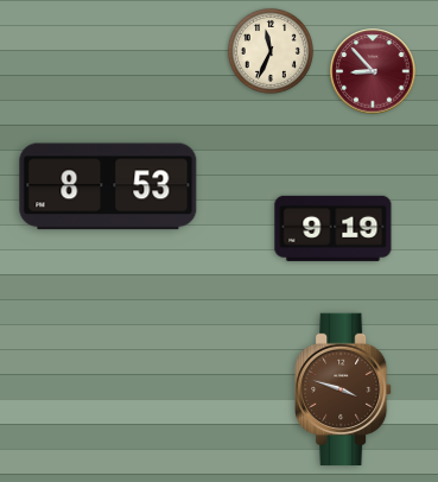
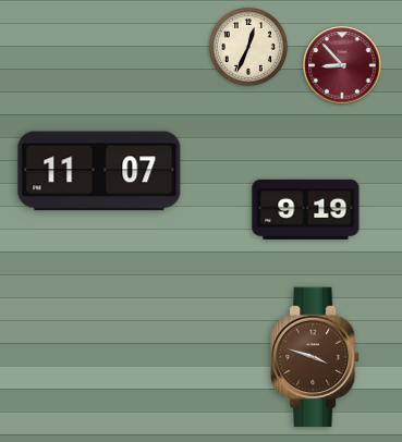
clock at (271, 51): 11:34 -> 12:34
clock at (108, 186): 8:53 -> 11:07
